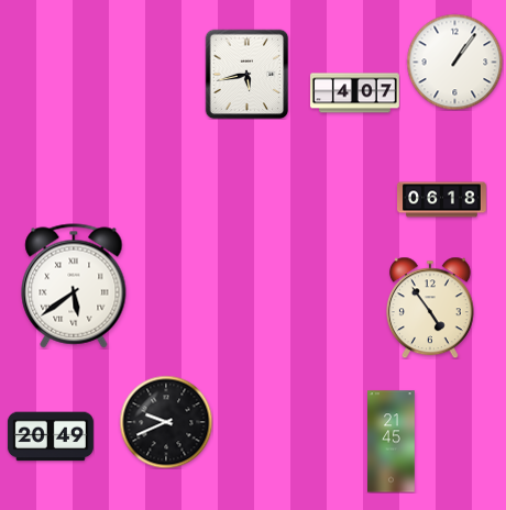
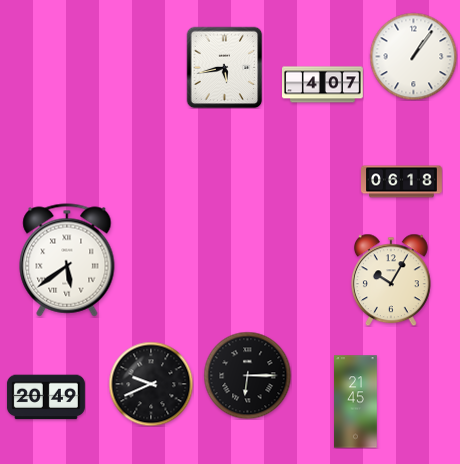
clock at (430, 308): 4:54 -> 10:05
clock at (247, 375): none -> 6:15
